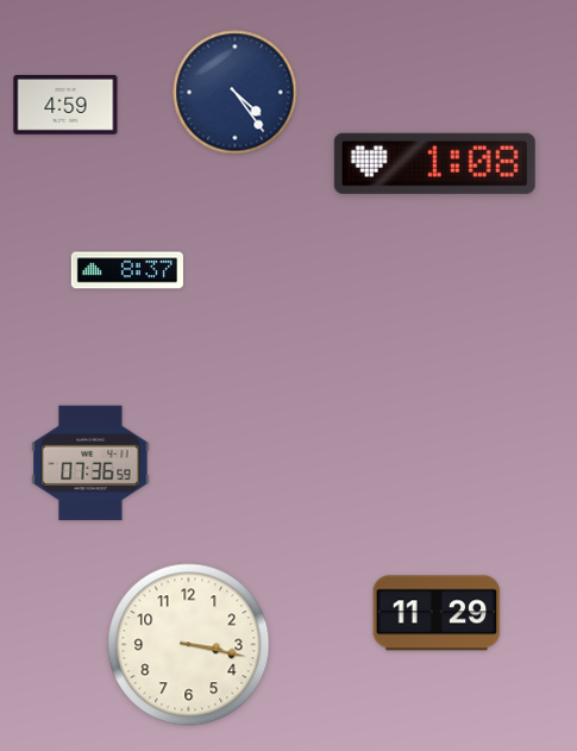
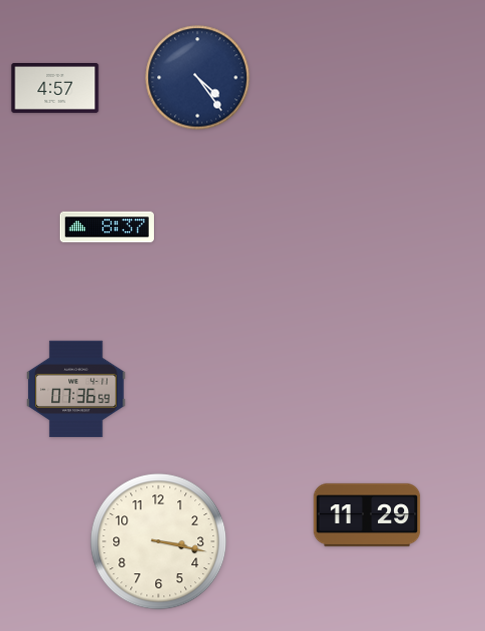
clock at (65, 106): 4:59 -> 4:57
clock at (434, 163): 1:08 -> none
